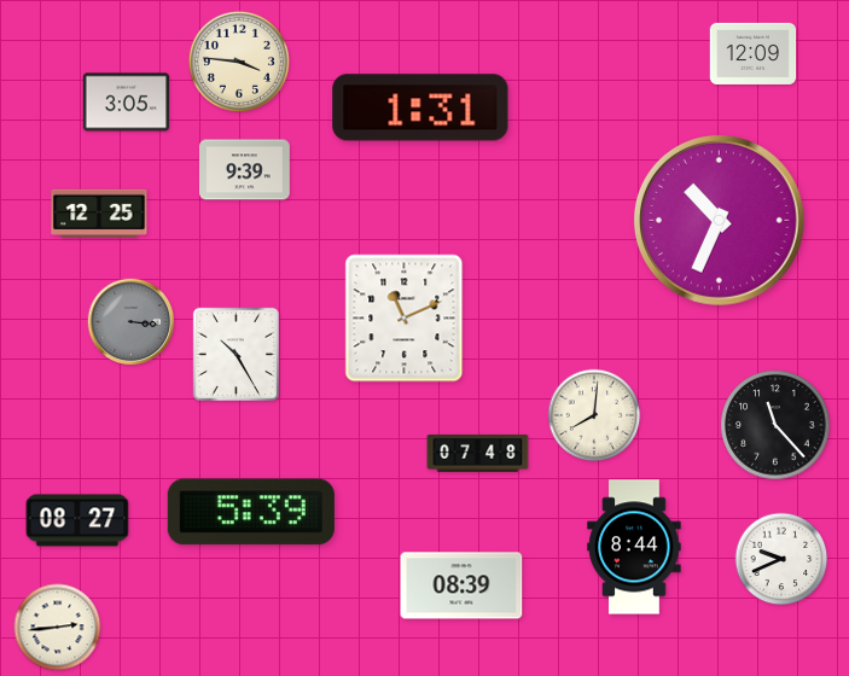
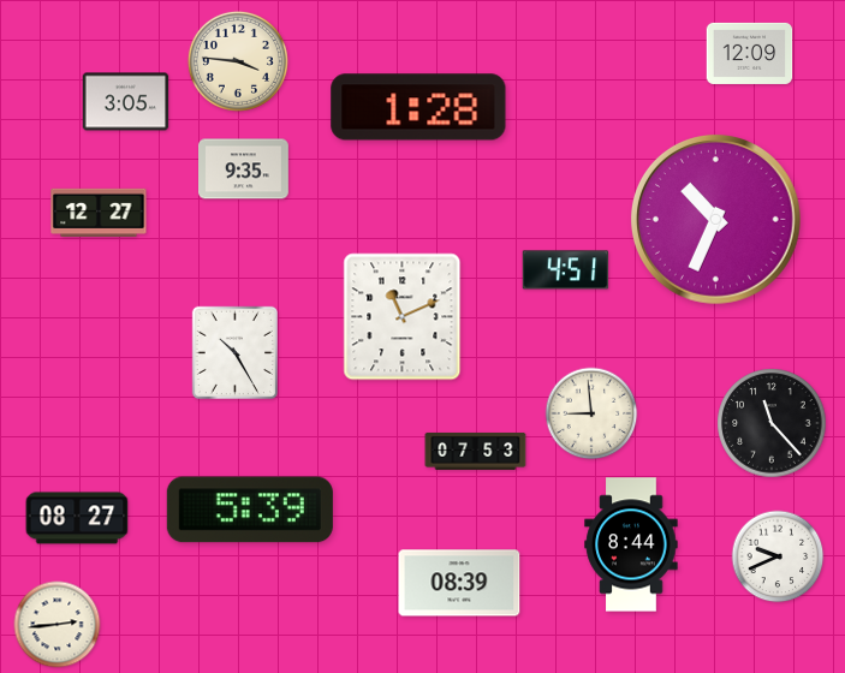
clock at (420, 107): 1:31 -> 1:28
clock at (245, 170): 9:39 -> 9:35
clock at (99, 212): 12:25 -> 12:27
clock at (566, 270): none -> 4:51
clock at (132, 322): 3:16 -> none
clock at (594, 415): 8:01 -> 8:59
clock at (478, 453): 07:48 -> 07:53
